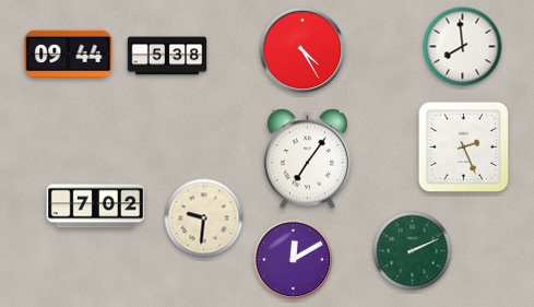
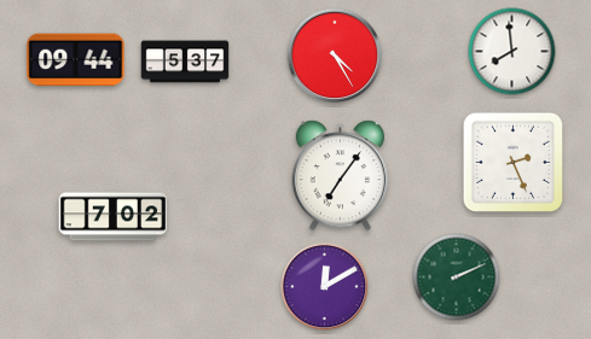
clock at (167, 56): 5:38 -> 5:37
clock at (96, 206) position: (96, 206) -> (114, 217)
clock at (204, 219): 9:31 -> none
